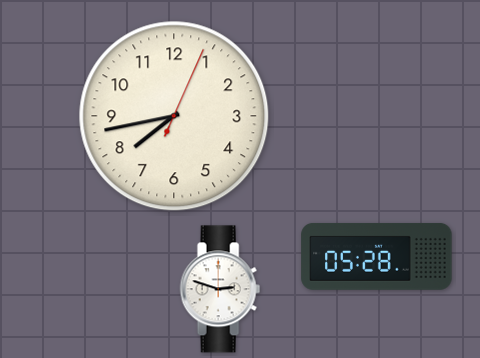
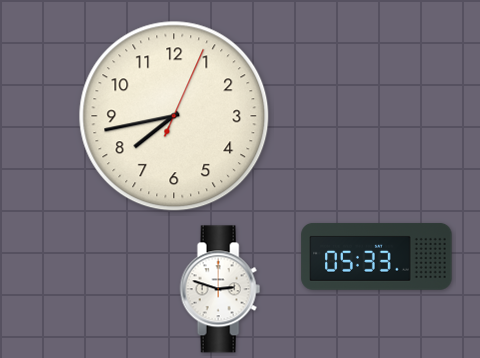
clock at (377, 256): 05:28 -> 05:33
